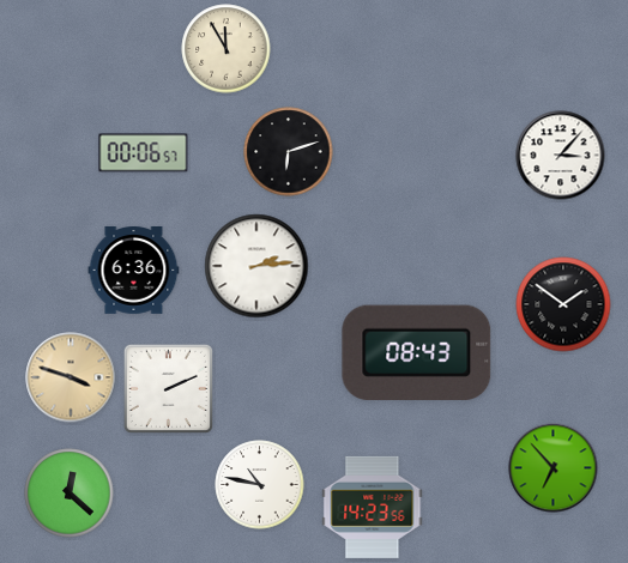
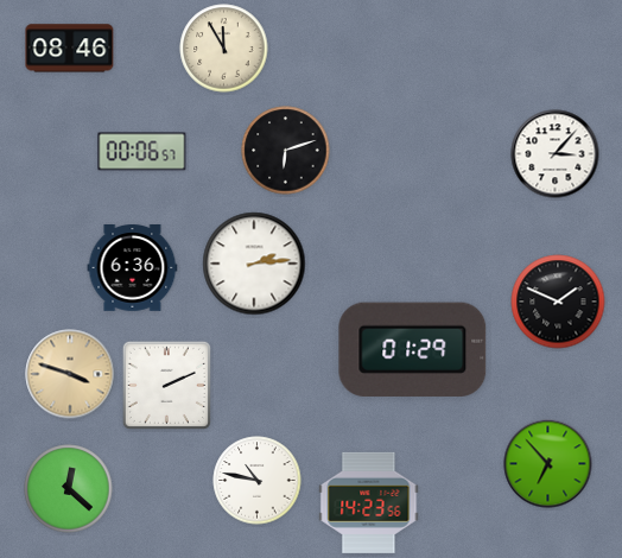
clock at (70, 49): none -> 08:46
clock at (563, 304): 1:51 -> 1:49
clock at (417, 352): 08:43 -> 01:29
